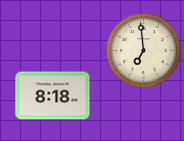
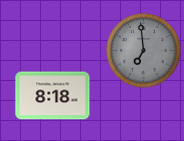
clock at (144, 51) dial: cream -> grey
